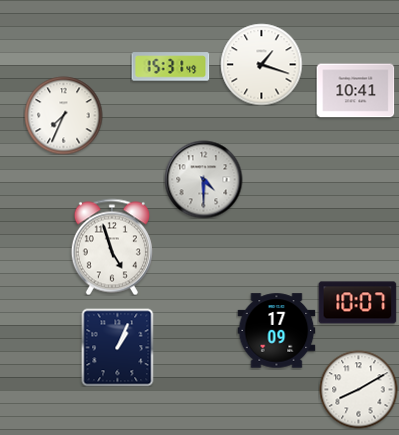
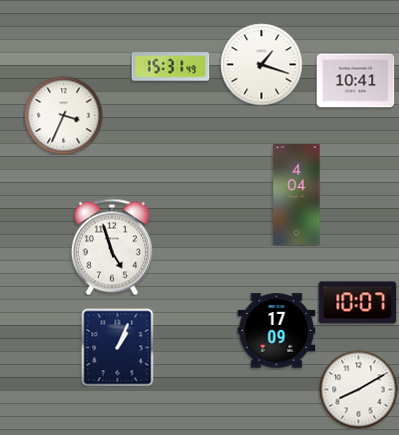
clock at (355, 91) position: (355, 91) -> (355, 81)
clock at (63, 115): 7:34 -> 3:34
clock at (203, 179): 4:30 -> none
clock at (297, 195): none -> 4:04
